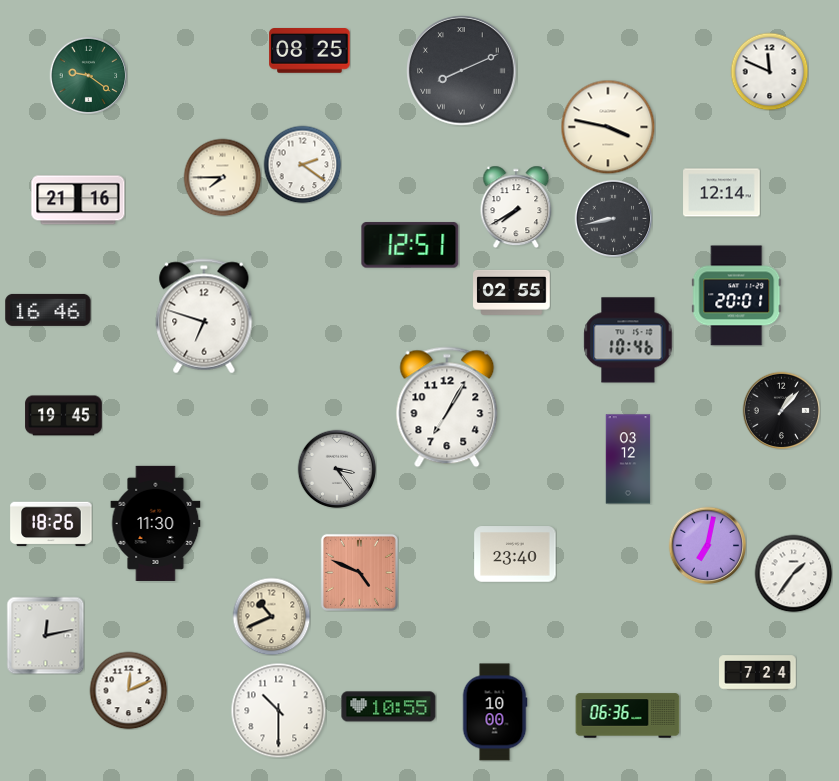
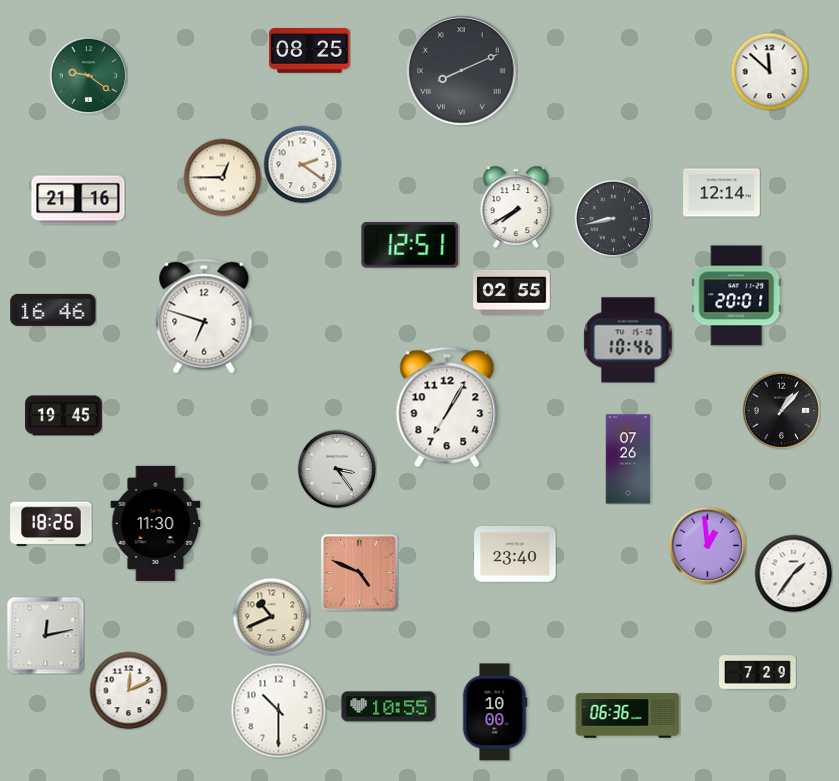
clock at (769, 71): 11:49 -> 11:52
clock at (608, 127): 3:47 -> none
clock at (222, 177): 7:45 -> 12:45
clock at (48, 310) position: (48, 310) -> (53, 310)
clock at (628, 459): 03:12 -> 07:26
clock at (707, 545): 7:02 -> 12:59
clock at (758, 673): 7:24 -> 7:29
